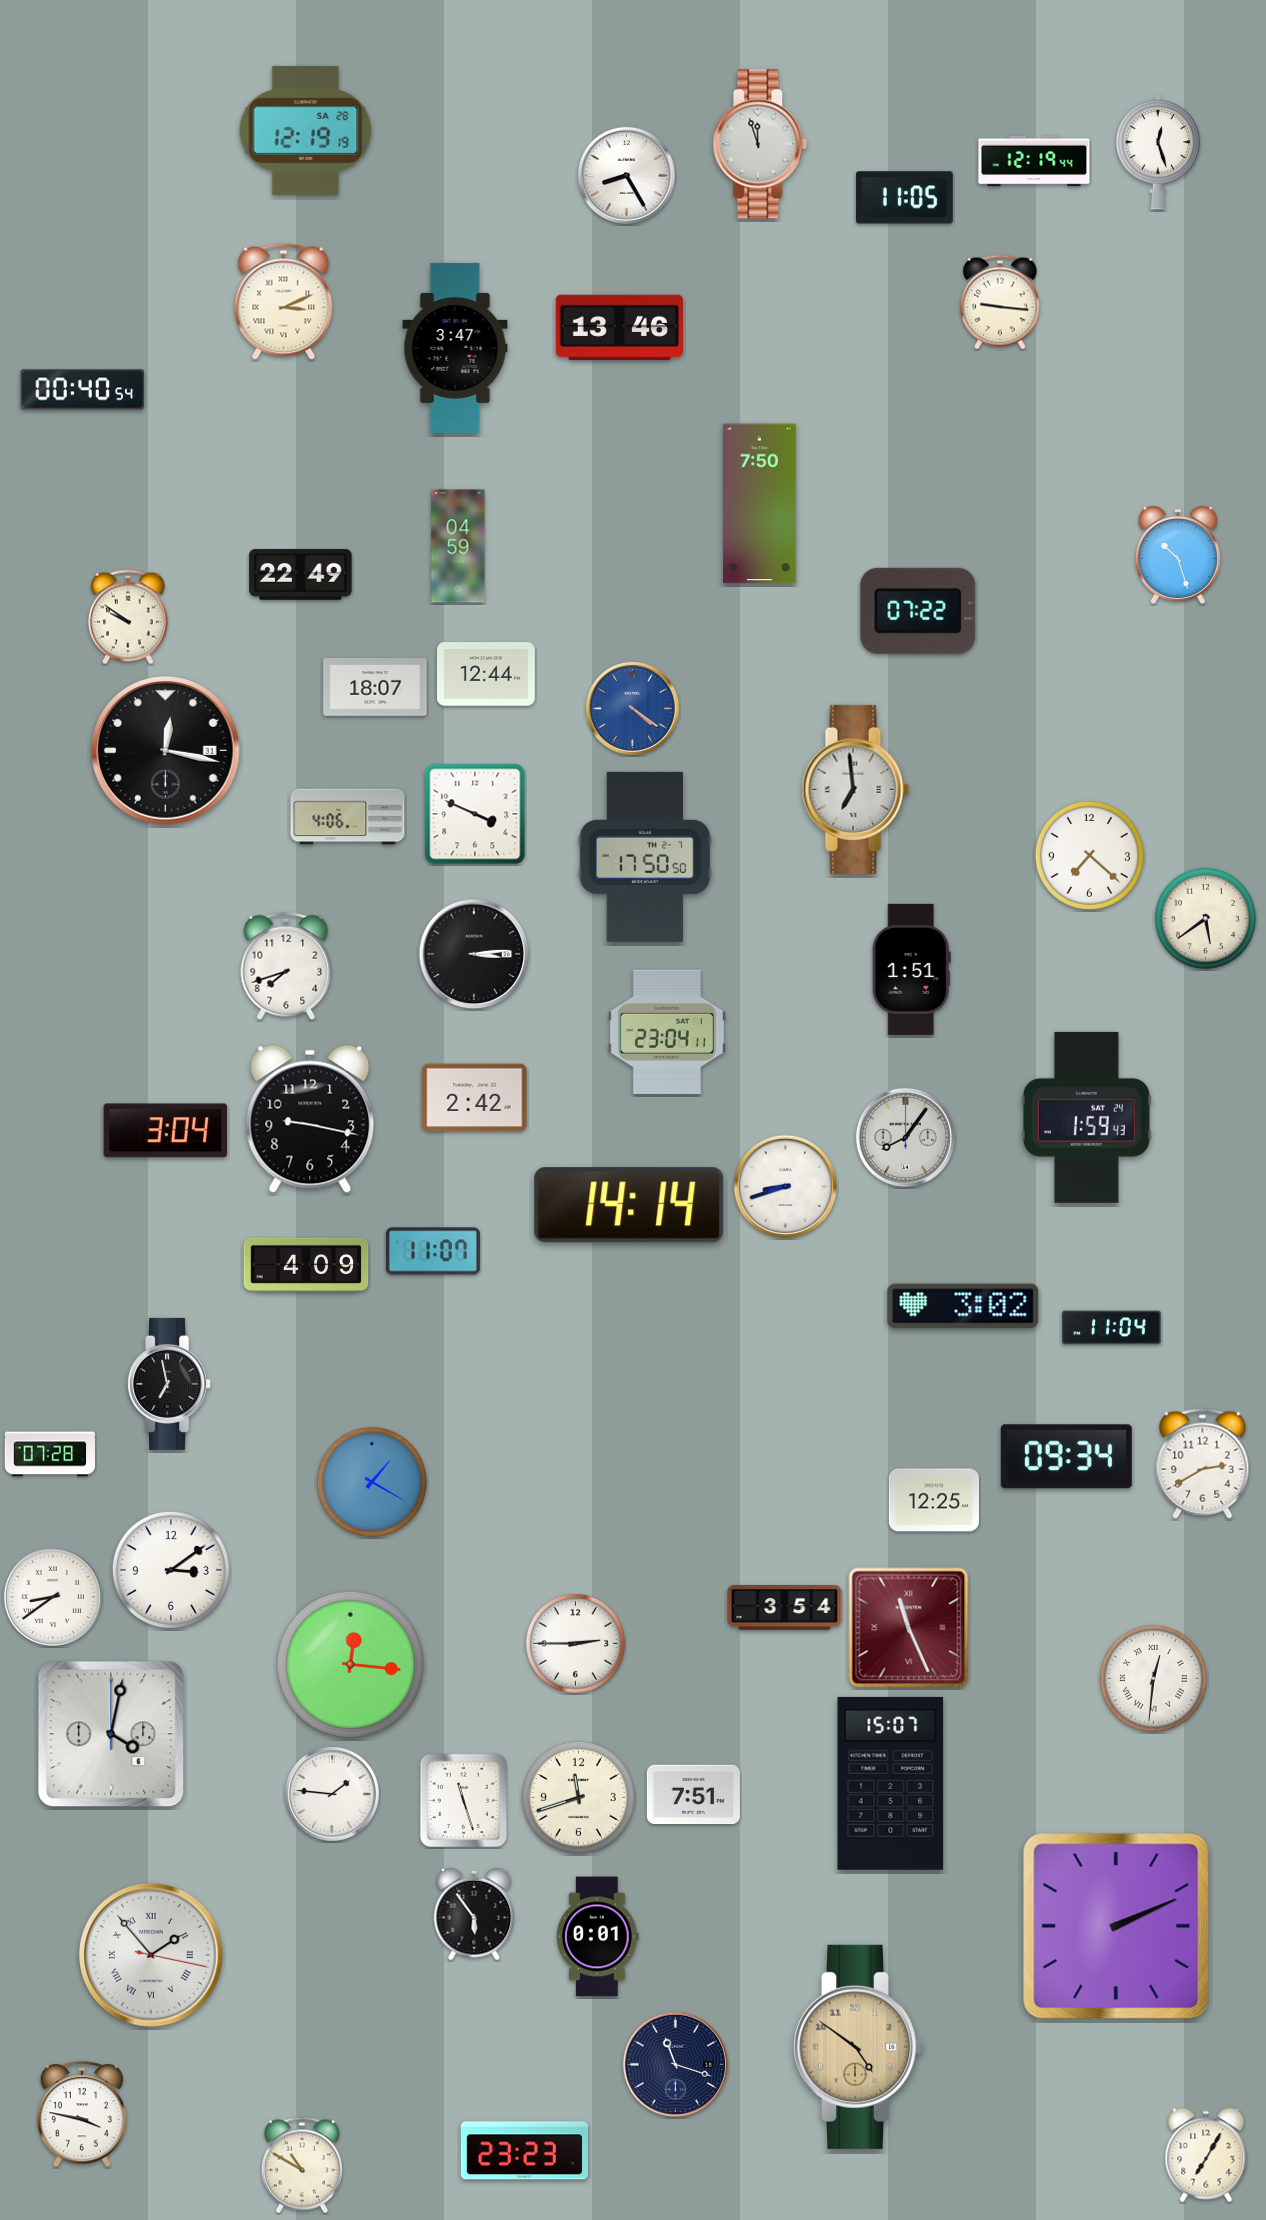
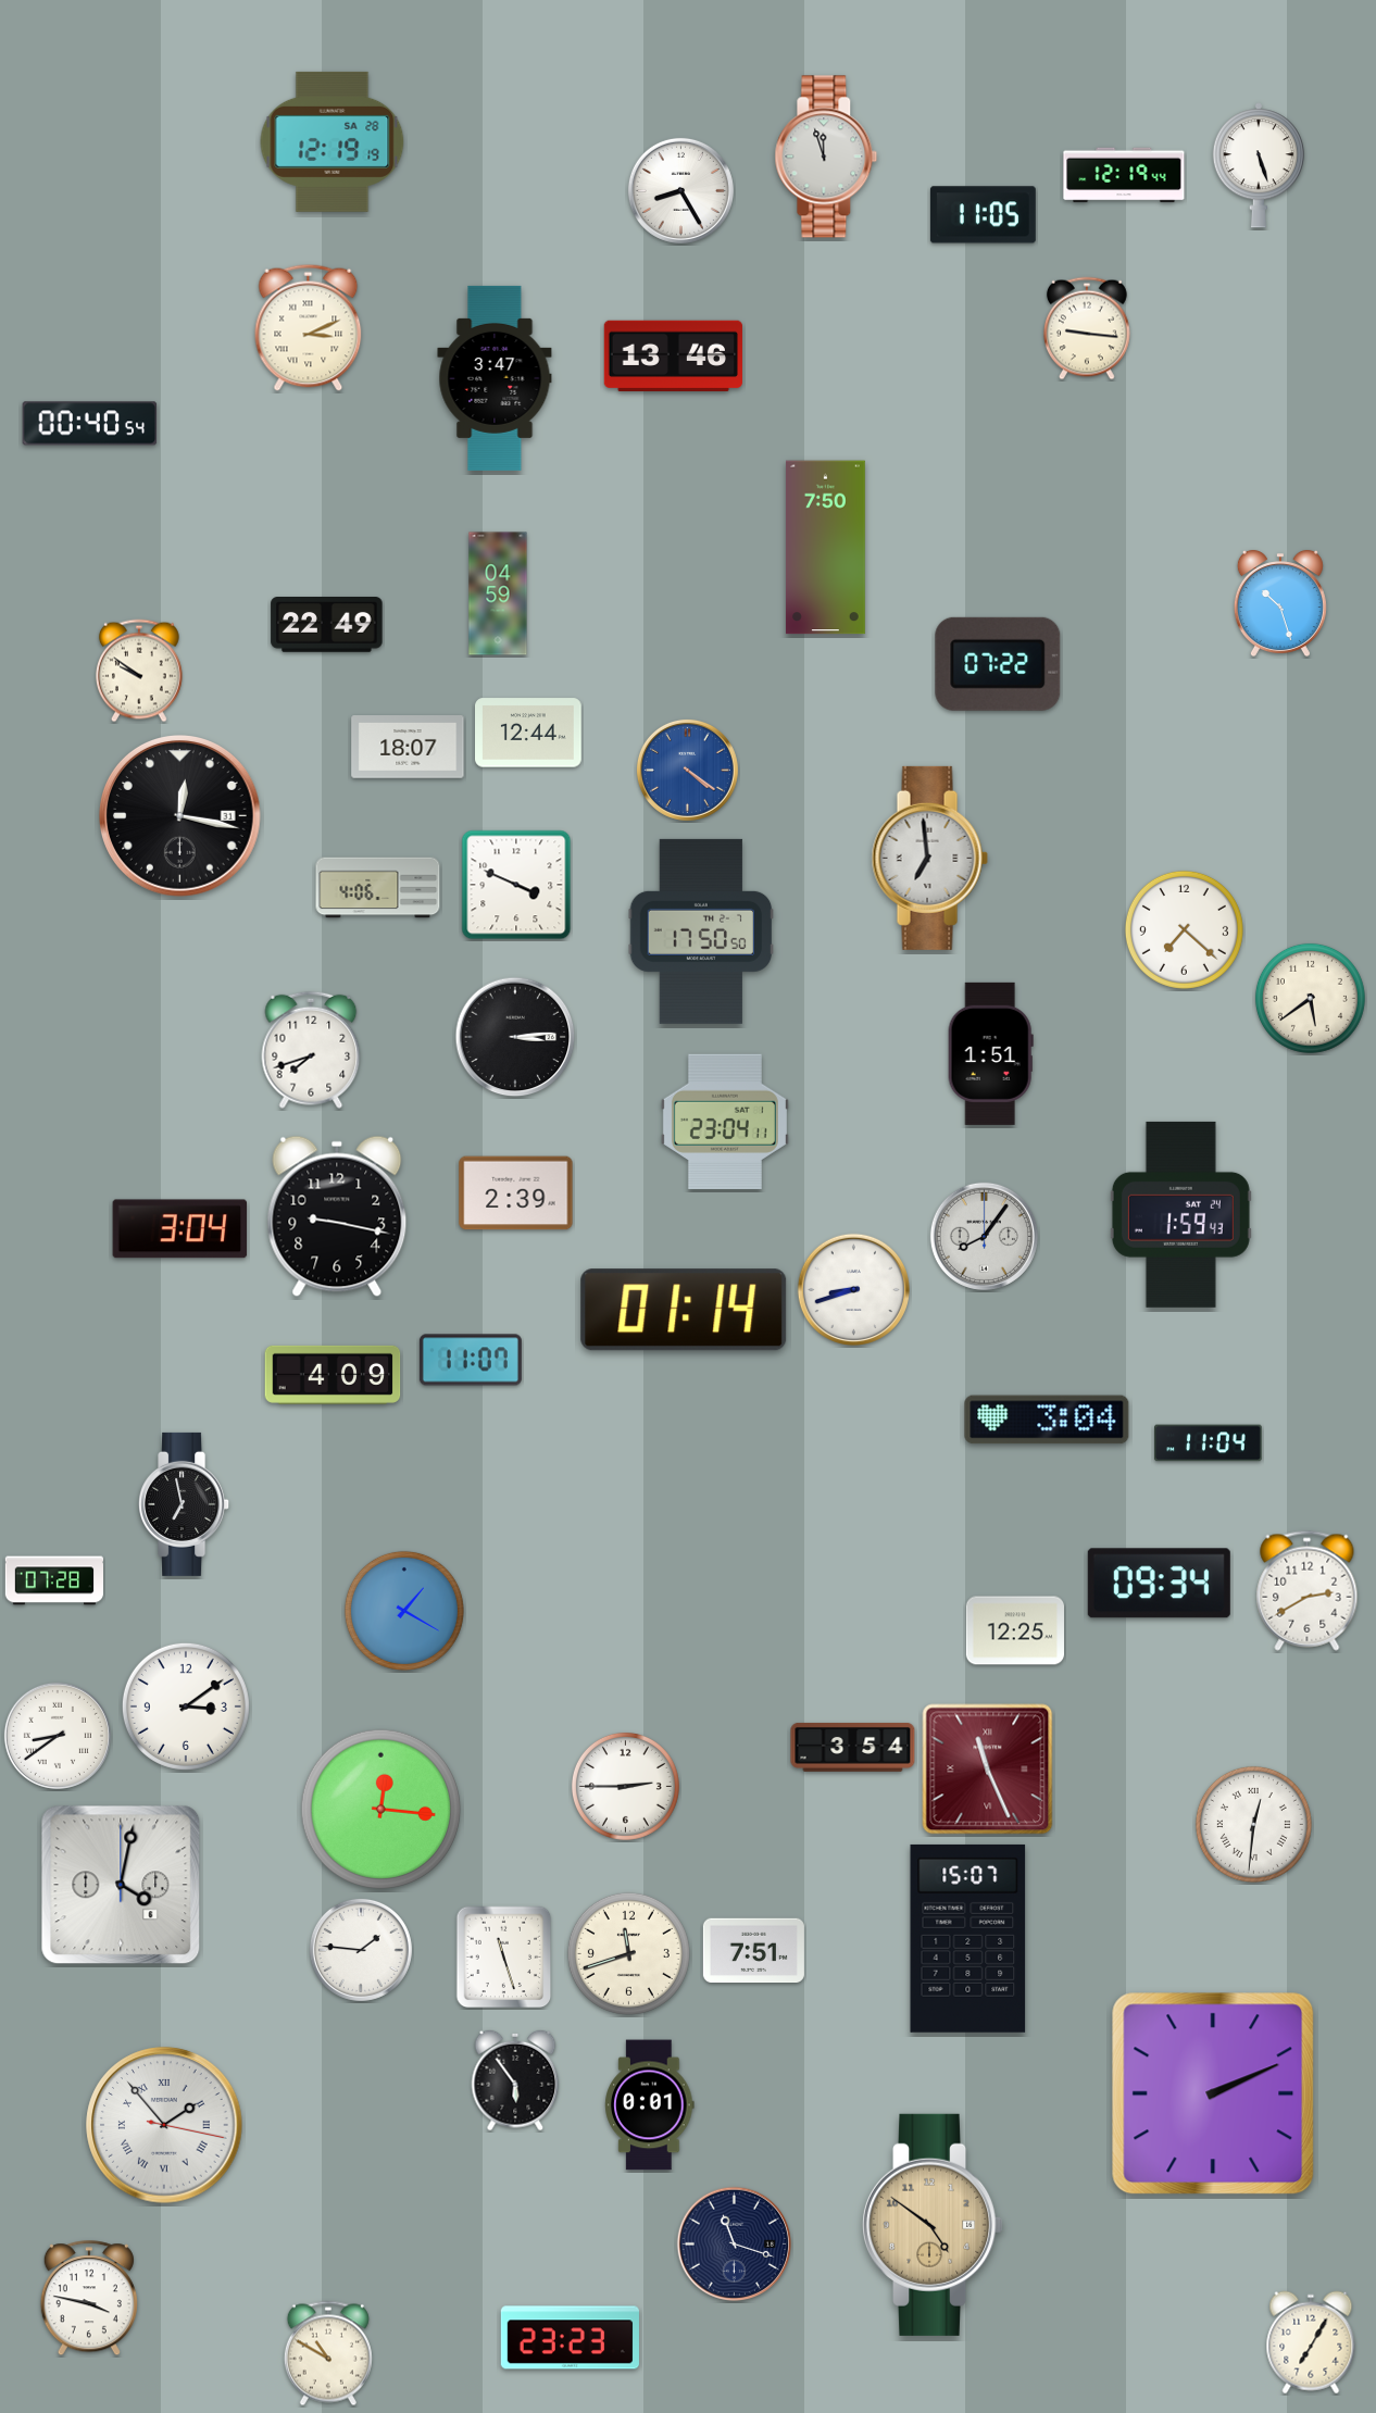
clock at (1158, 152): 12:27 -> 5:27
clock at (475, 1098): 2:42 -> 2:39
clock at (629, 1205): 14:14 -> 01:14
clock at (963, 1306): 3:02 -> 3:04
